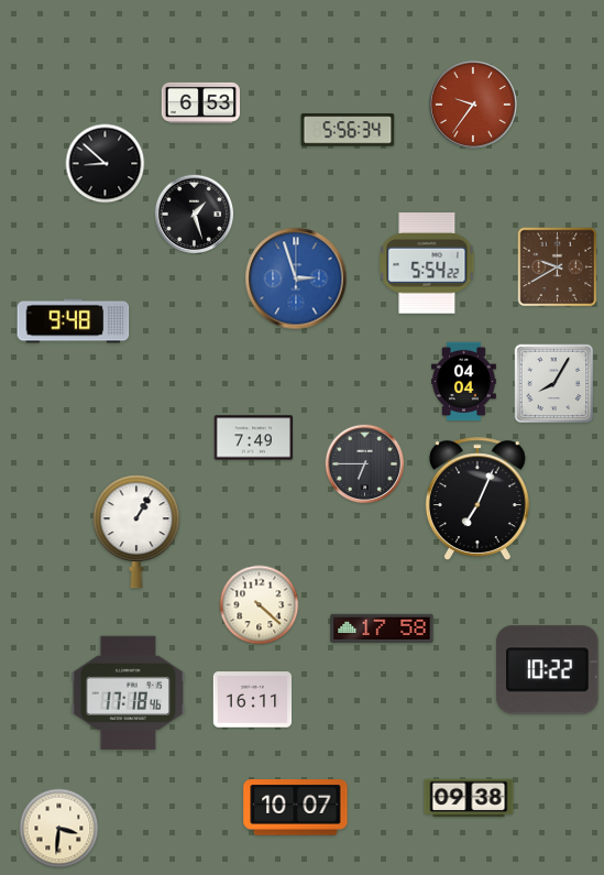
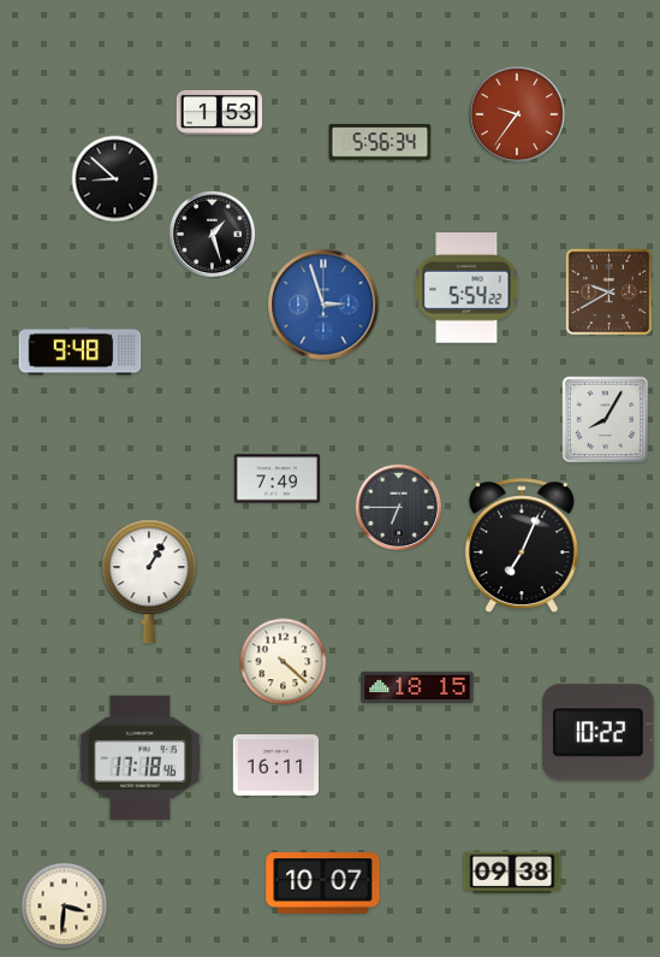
clock at (201, 102): 6:53 -> 1:53
clock at (464, 382): 04:04 -> none
clock at (382, 627): 17:58 -> 18:15
